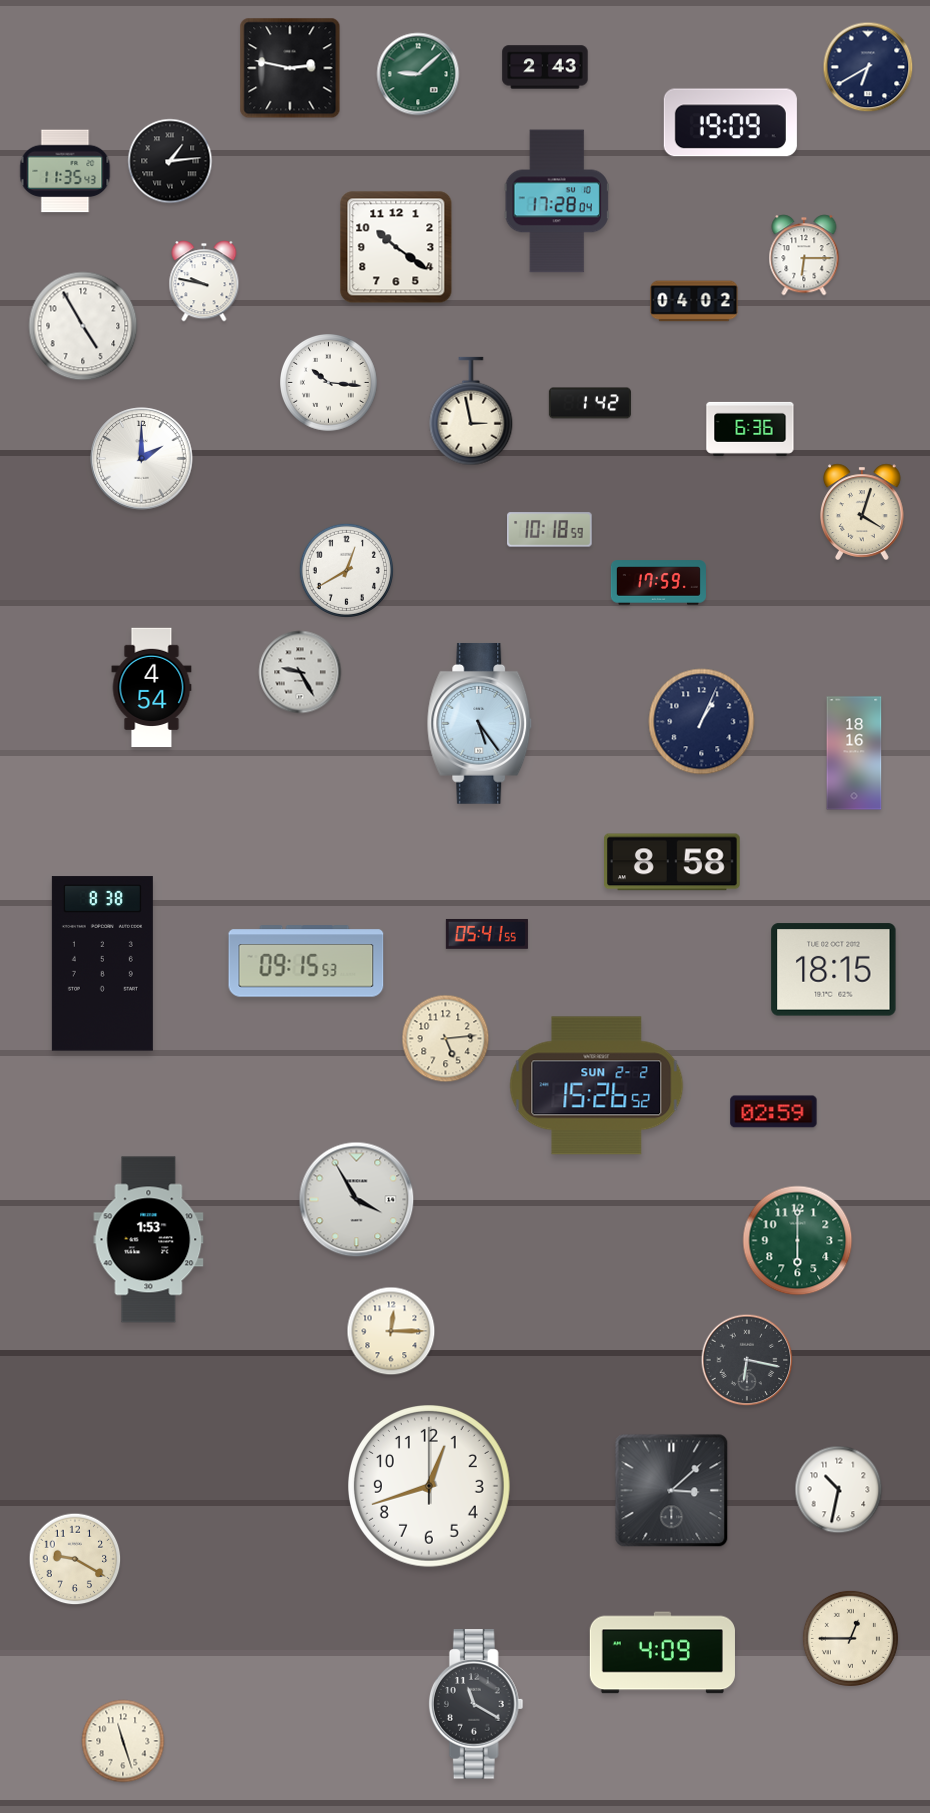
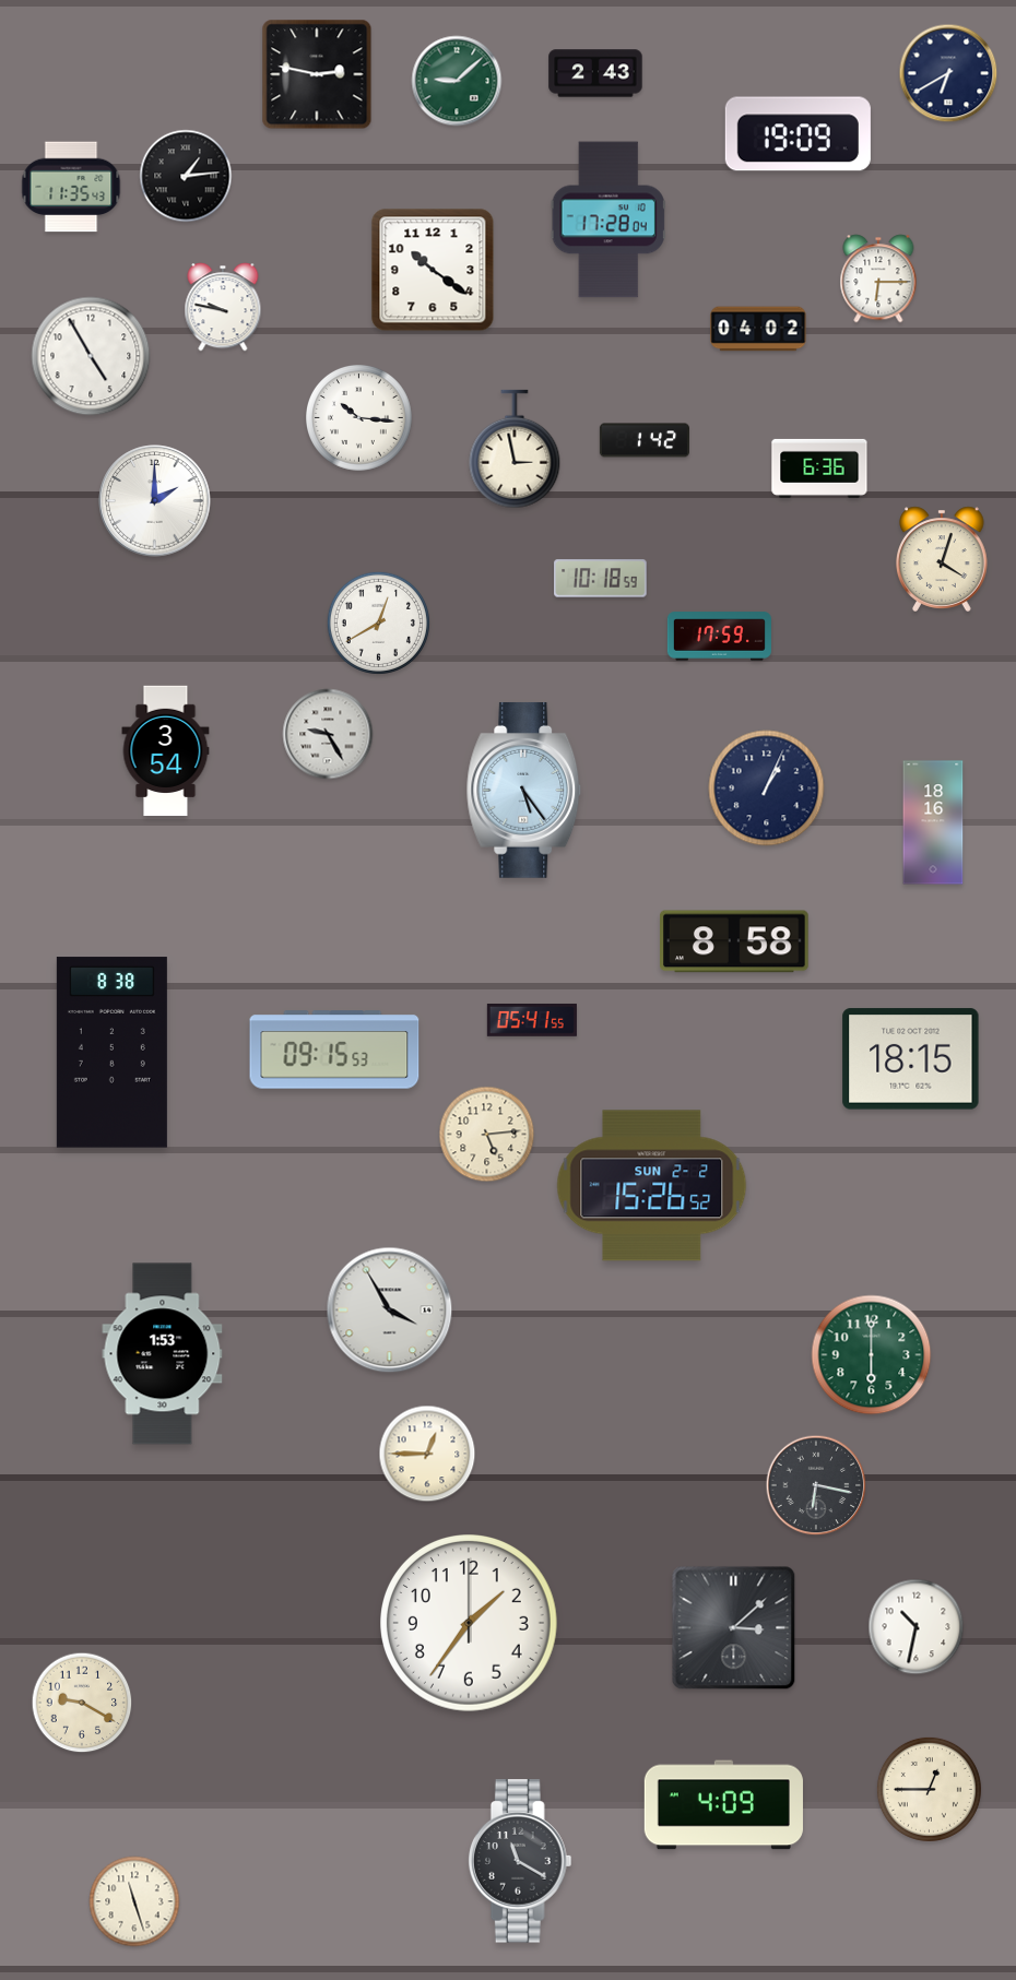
clock at (152, 688): 4:54 -> 3:54
clock at (774, 1112): 02:59 -> none
clock at (391, 1331): 12:15 -> 12:45
clock at (430, 1487): 12:42 -> 1:36
